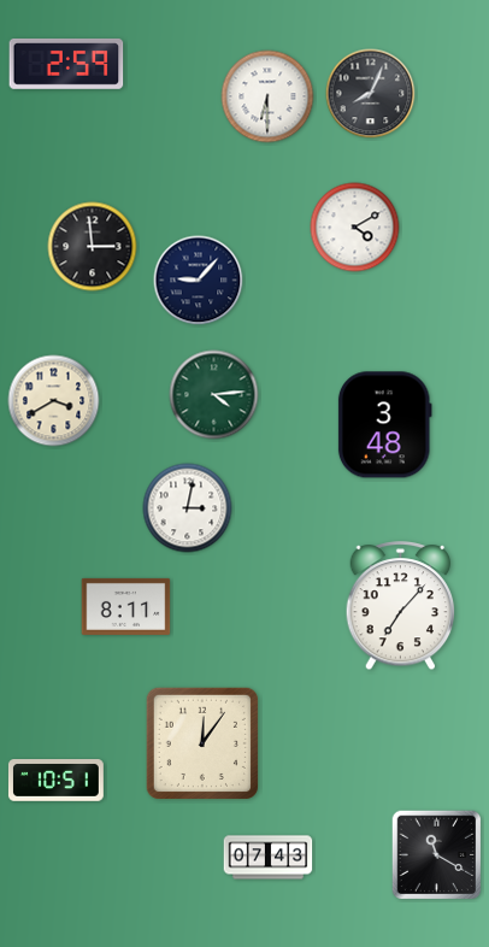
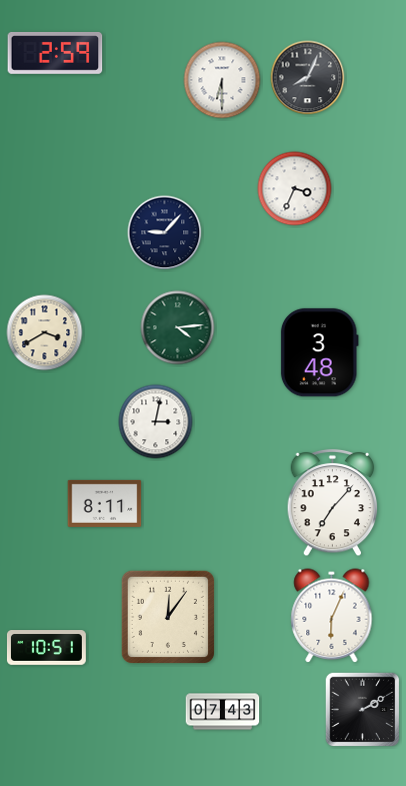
clock at (355, 228): 4:10 -> 3:34
clock at (93, 247): 2:59 -> none
clock at (332, 616): none -> 6:04
clock at (437, 855): 11:20 -> 2:10
